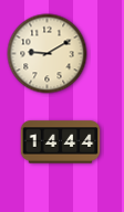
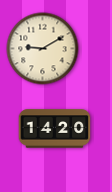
clock at (61, 142): 14:44 -> 14:20
